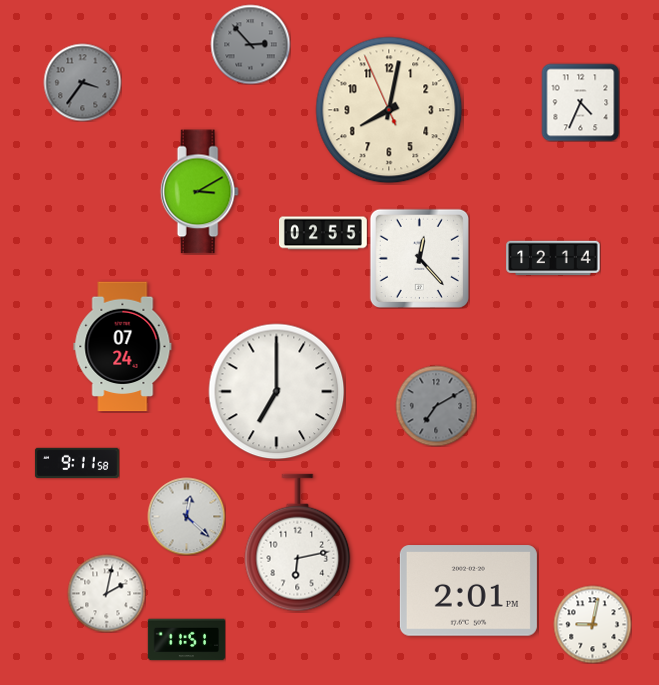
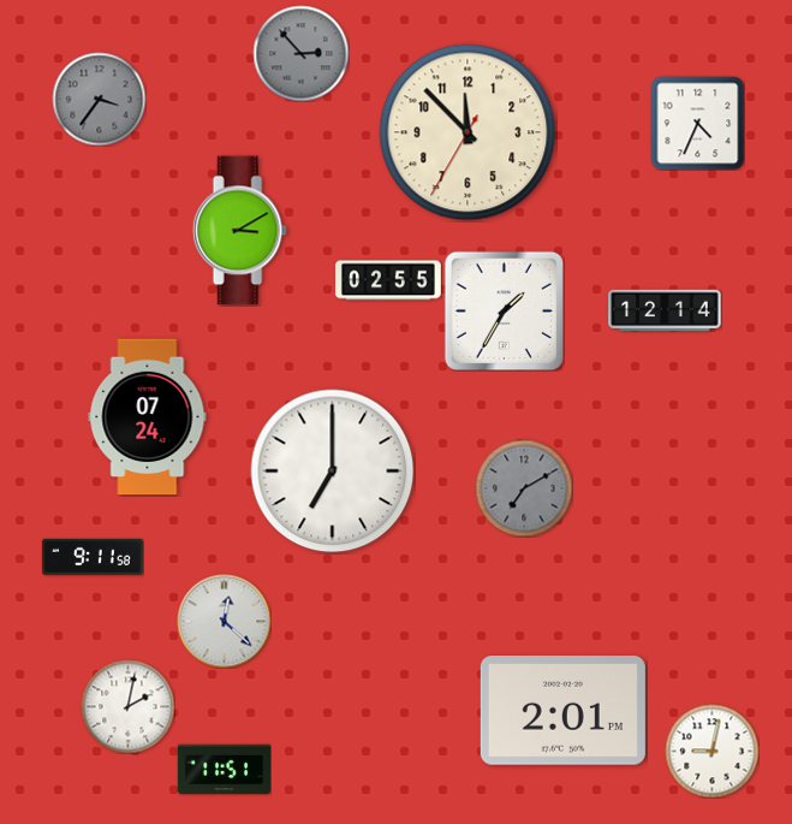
clock at (389, 110): 8:01 -> 11:52
clock at (419, 258): 12:23 -> 1:35
clock at (298, 543): 6:13 -> none
clock at (106, 593) position: (106, 593) -> (127, 706)
